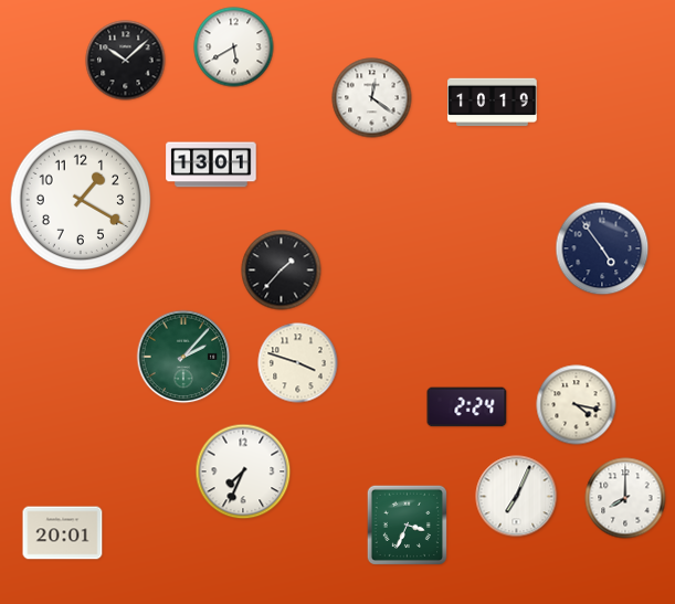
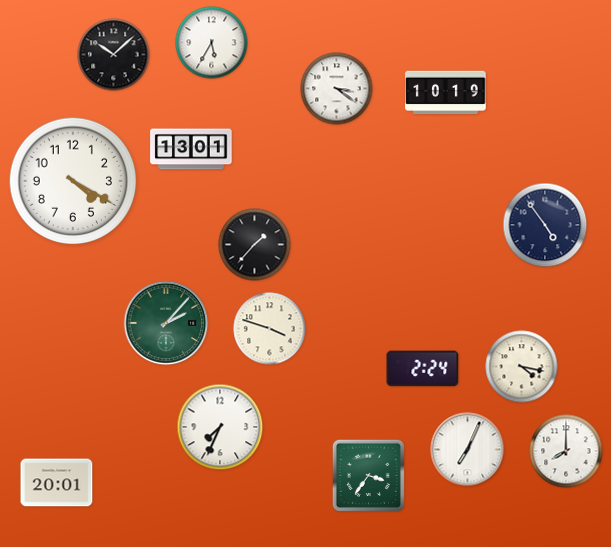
clock at (234, 47): 5:40 -> 5:35
clock at (372, 98): 12:21 -> 3:21
clock at (81, 200): 1:20 -> 4:20
clock at (407, 524): 3:34 -> 3:36
